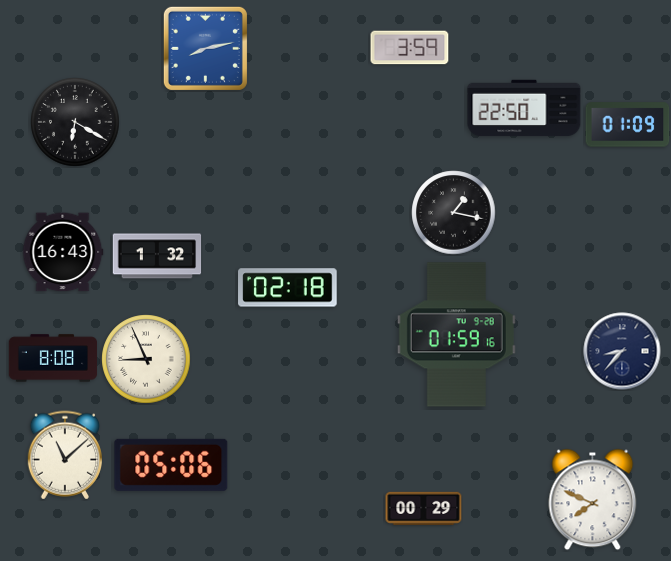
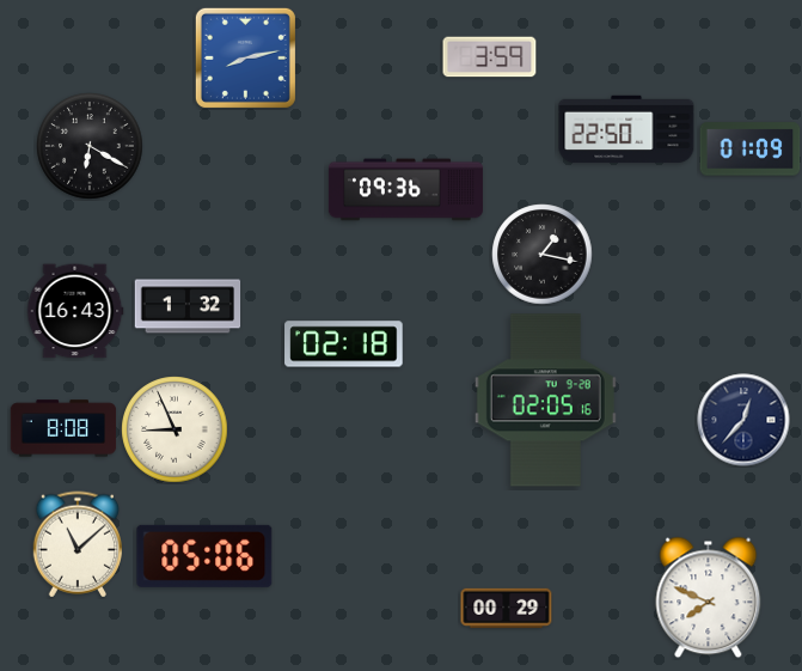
clock at (405, 190): none -> 09:36
clock at (63, 252) position: (63, 252) -> (75, 311)
clock at (456, 335): 01:59 -> 02:05
clock at (622, 351): 8:37 -> 12:37
